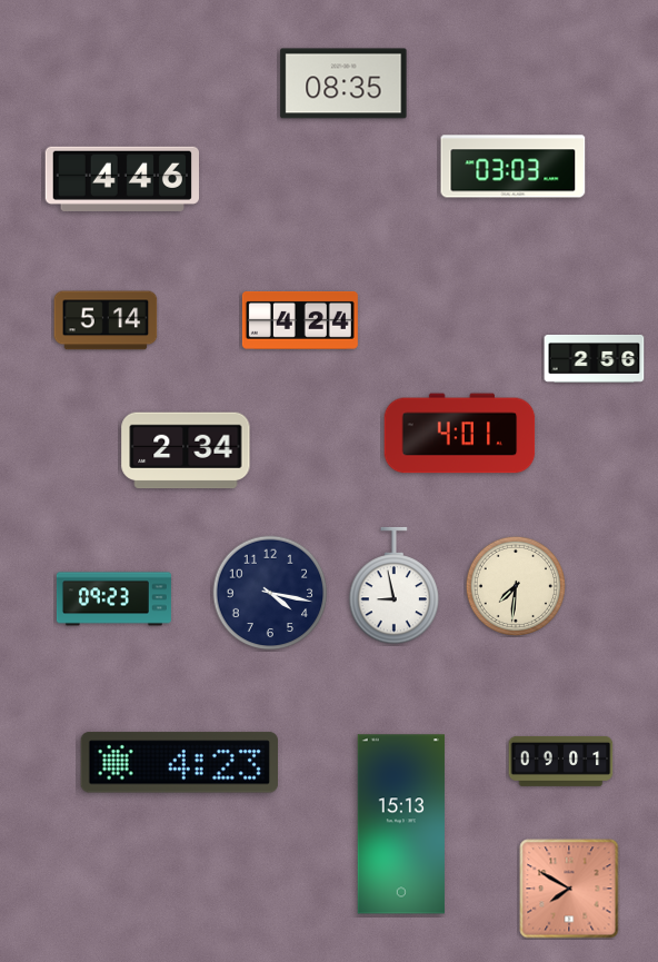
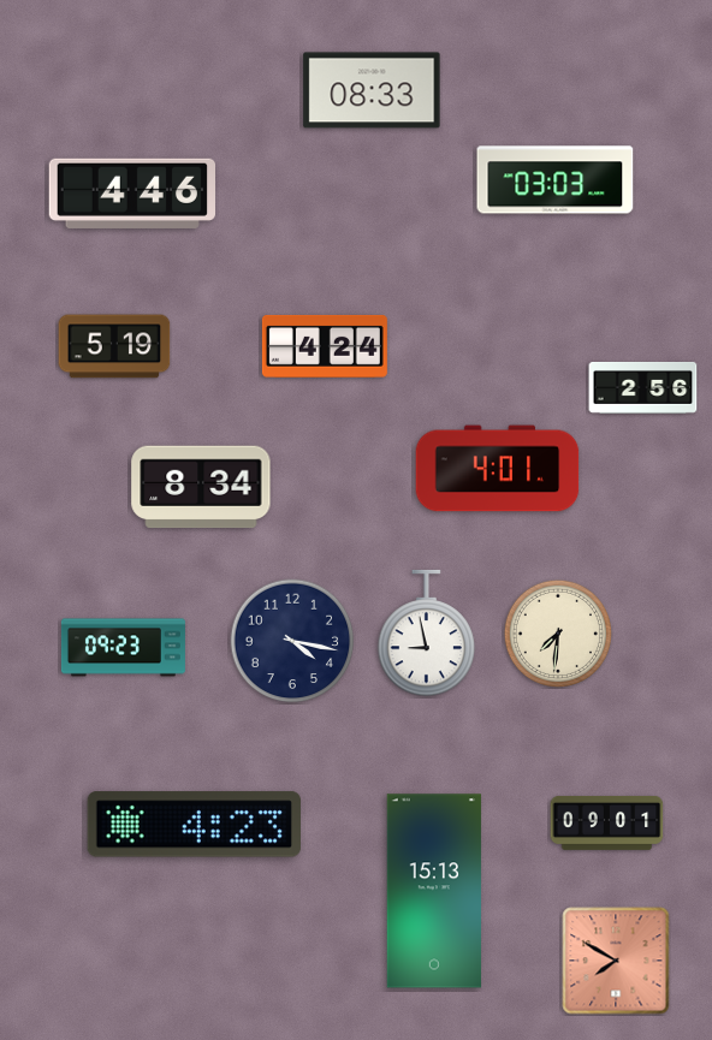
clock at (343, 83): 08:35 -> 08:33
clock at (106, 320): 5:14 -> 5:19
clock at (186, 450): 2:34 -> 8:34
